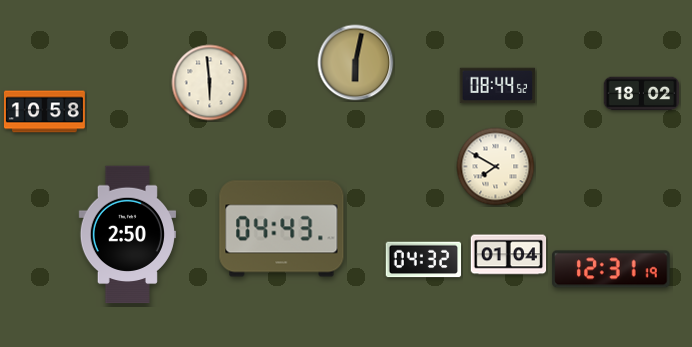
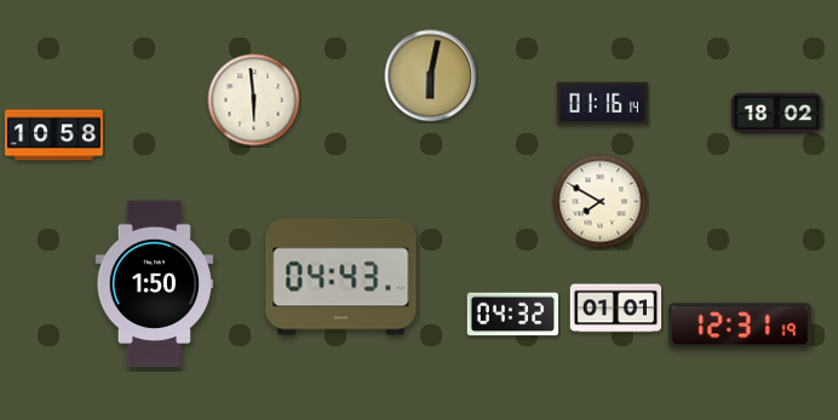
clock at (498, 86): 08:44 -> 01:16
clock at (127, 235): 2:50 -> 1:50
clock at (509, 255): 01:04 -> 01:01
